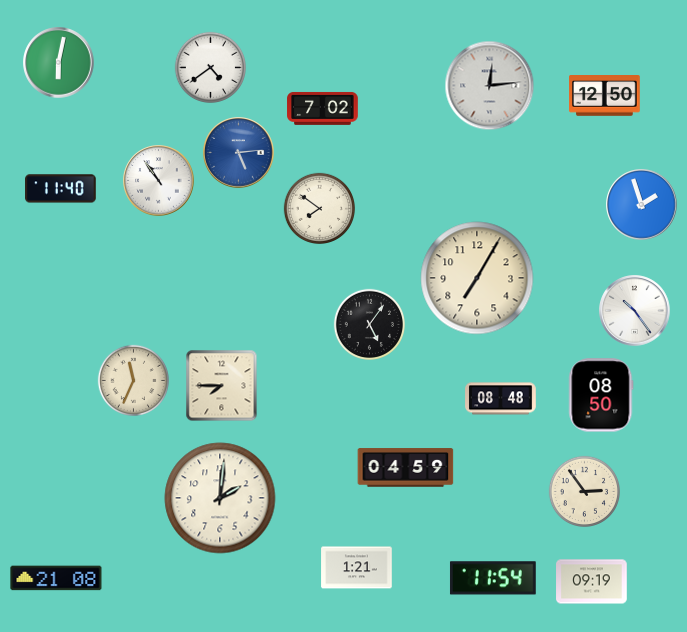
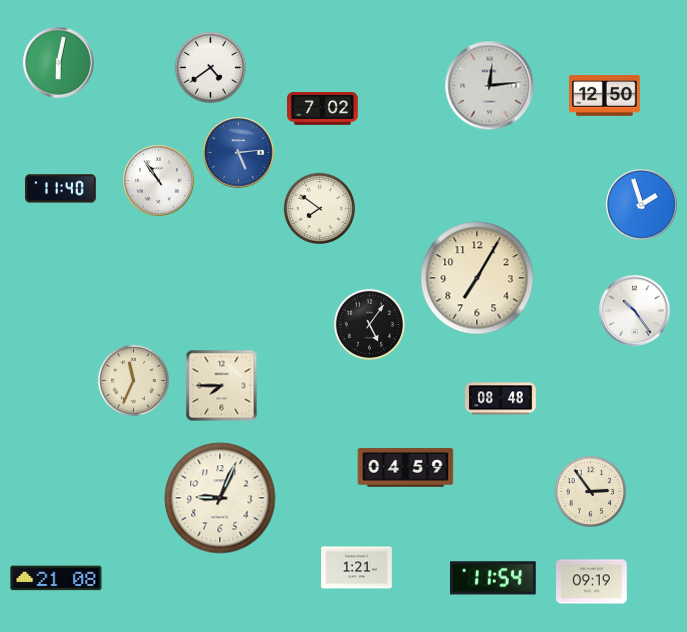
clock at (601, 395): 08:50 -> none
clock at (584, 491) position: (584, 491) -> (590, 491)
clock at (220, 498): 2:01 -> 9:04
